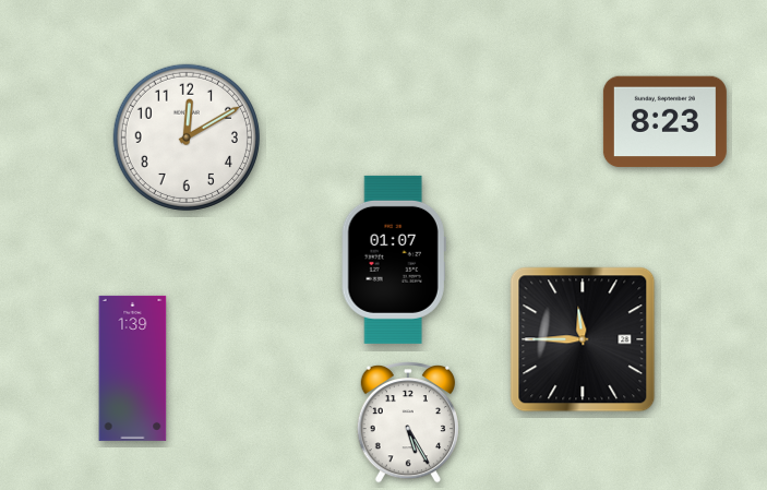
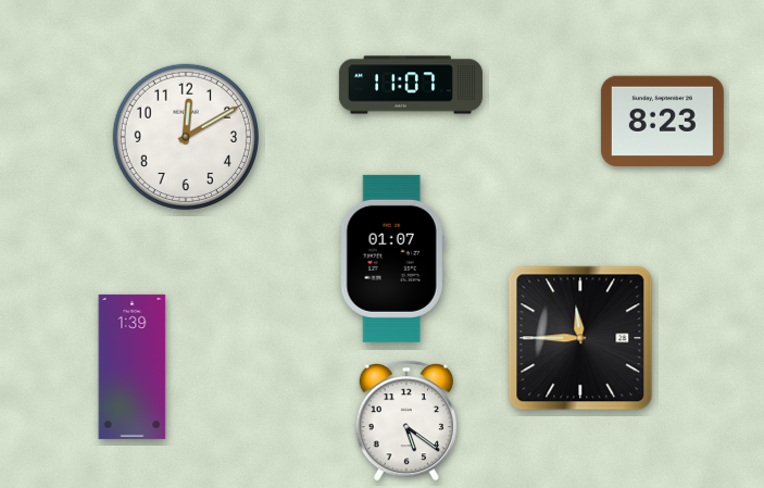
clock at (411, 85): none -> 11:07
clock at (407, 422): 5:25 -> 5:21
